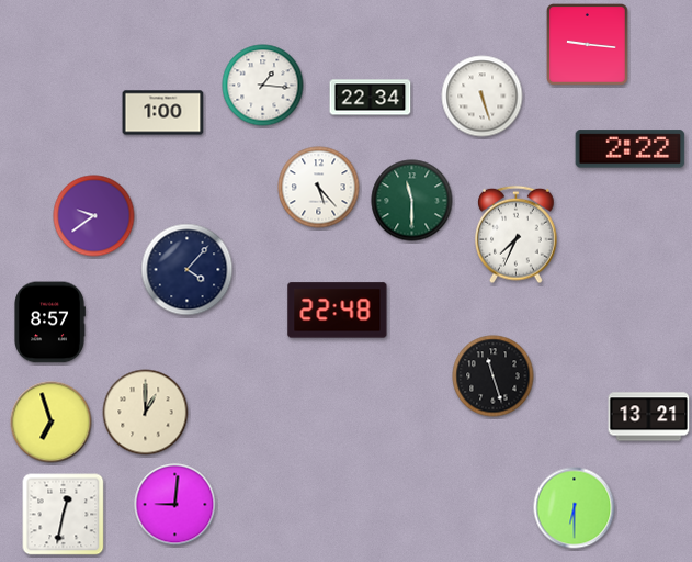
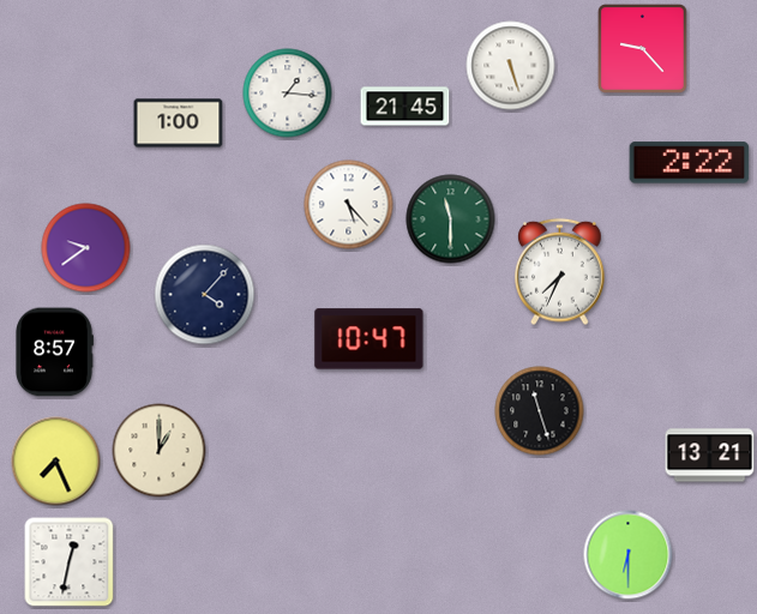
clock at (588, 45): 9:16 -> 9:23
clock at (483, 97) position: (483, 97) -> (511, 66)
clock at (371, 98): 22:34 -> 21:45
clock at (94, 216) position: (94, 216) -> (86, 248)
clock at (517, 235) position: (517, 235) -> (560, 272)
clock at (338, 311): 22:48 -> 10:47
clock at (52, 423): 6:57 -> 7:26
clock at (175, 505): 9:01 -> none
